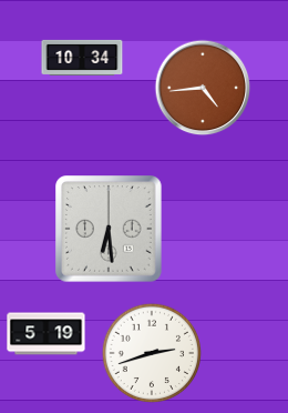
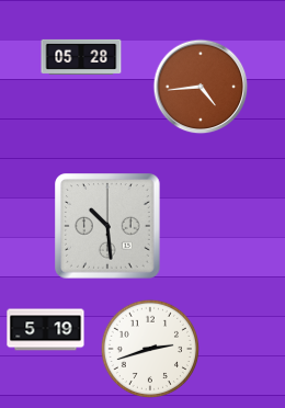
clock at (82, 58): 10:34 -> 05:28
clock at (109, 229): 6:29 -> 10:29
